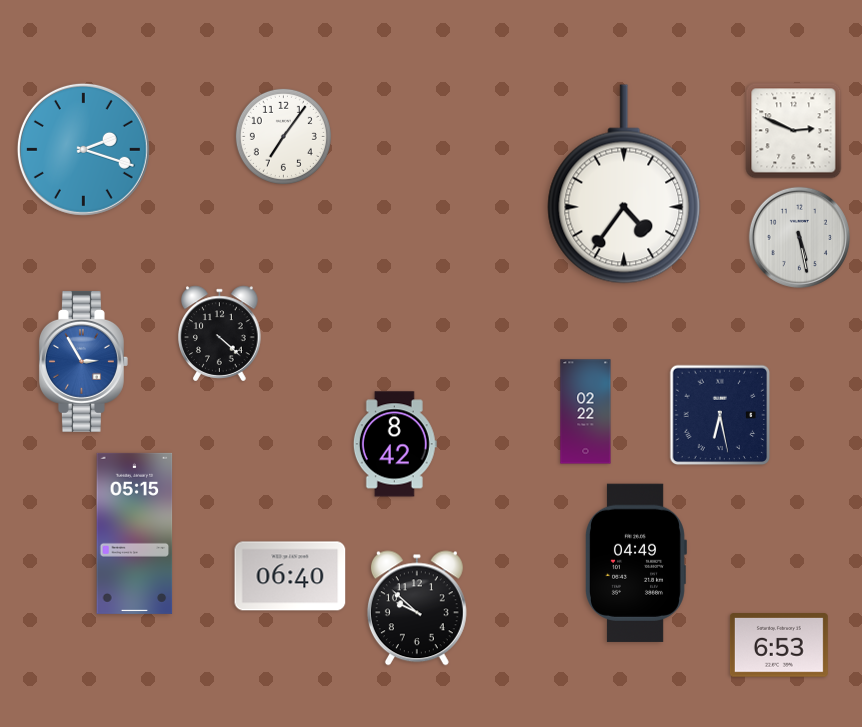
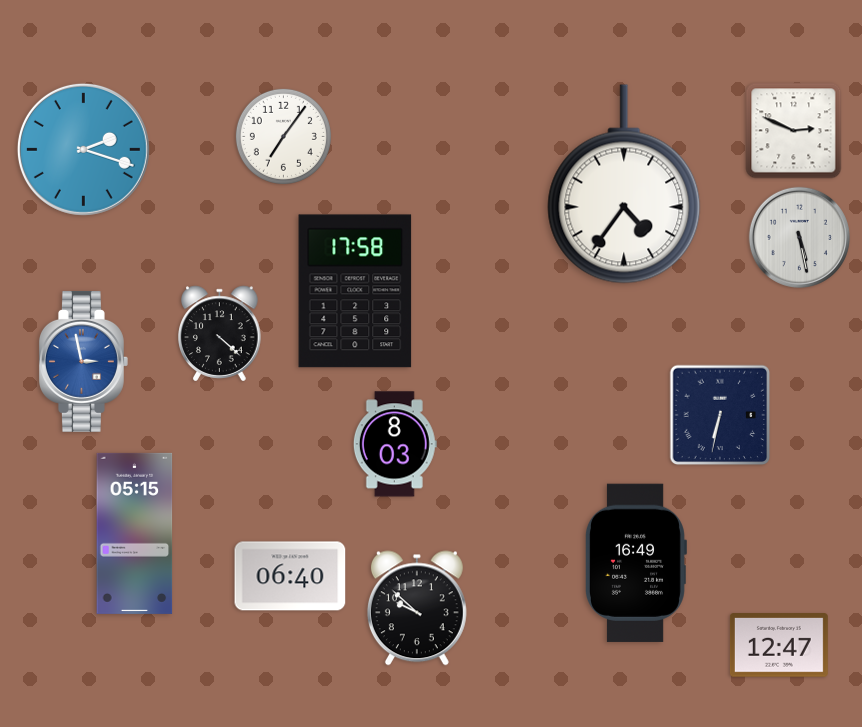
clock at (355, 291): none -> 17:58
clock at (83, 361): 2:55 -> 2:58
clock at (586, 412): 02:22 -> none
clock at (720, 415): 6:28 -> 6:32
clock at (395, 444): 8:42 -> 8:03
clock at (635, 563): 04:49 -> 16:49
clock at (779, 645): 6:53 -> 12:47
